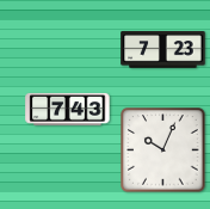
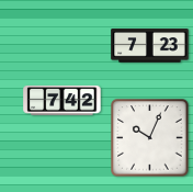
clock at (68, 109): 7:43 -> 7:42
